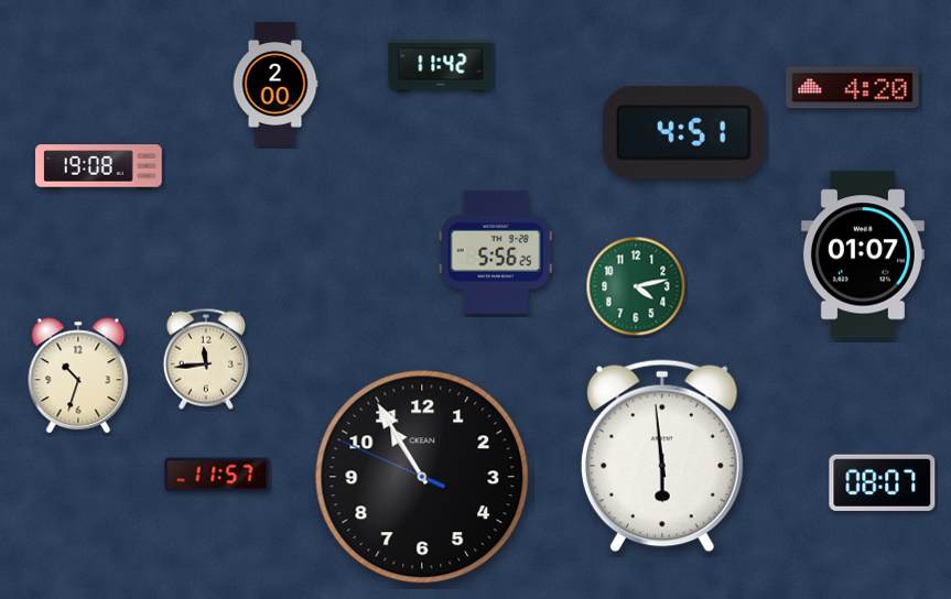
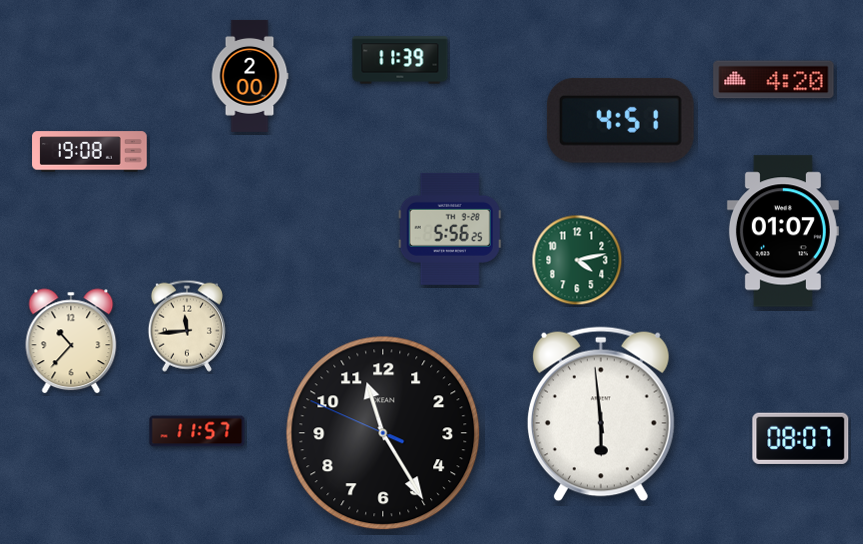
clock at (441, 66): 11:42 -> 11:39
clock at (78, 375): 10:33 -> 10:37
clock at (422, 477): 10:54 -> 11:24
